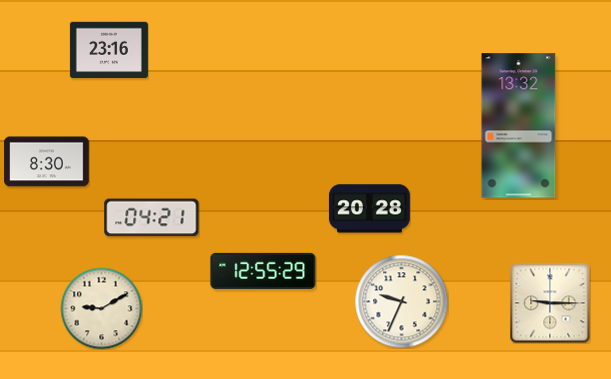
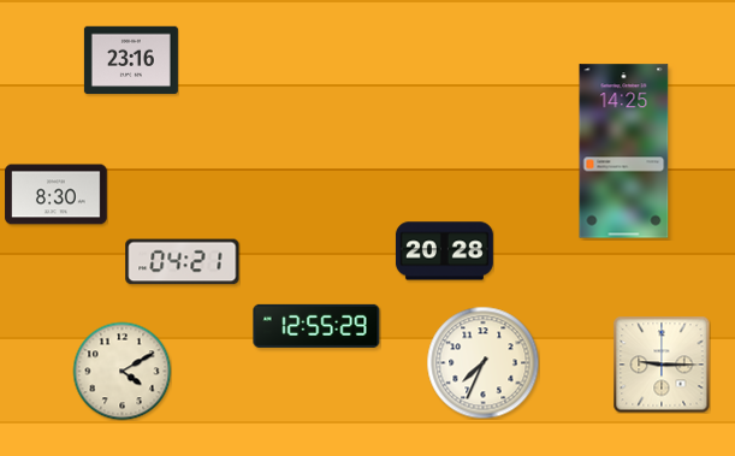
clock at (519, 126): 13:32 -> 14:25
clock at (401, 301): 9:34 -> 7:34
clock at (101, 308): 9:10 -> 4:10
